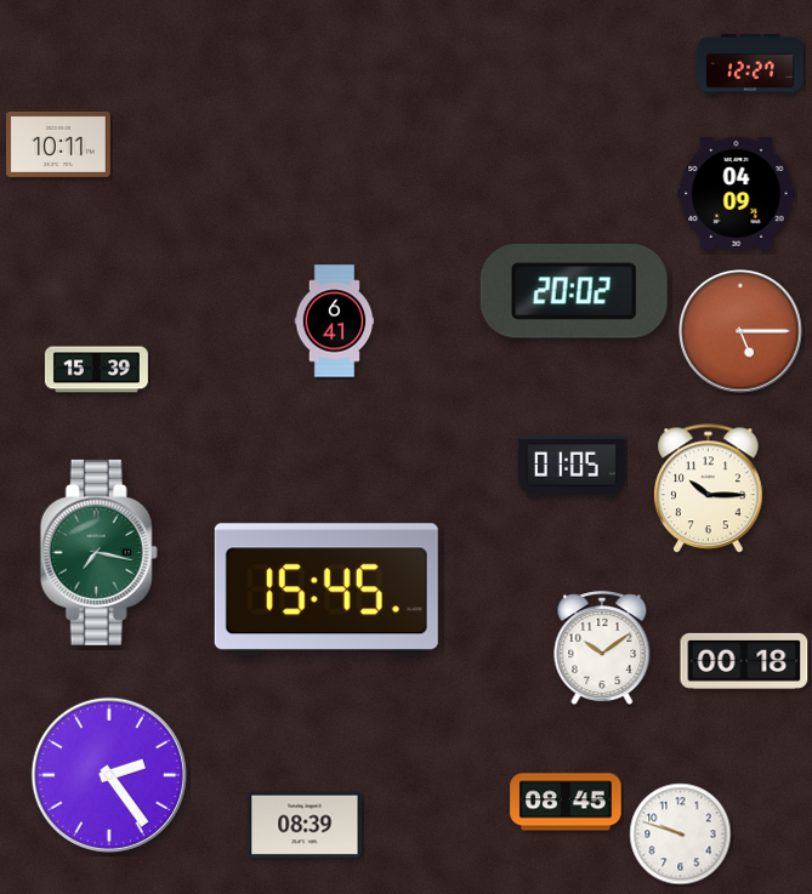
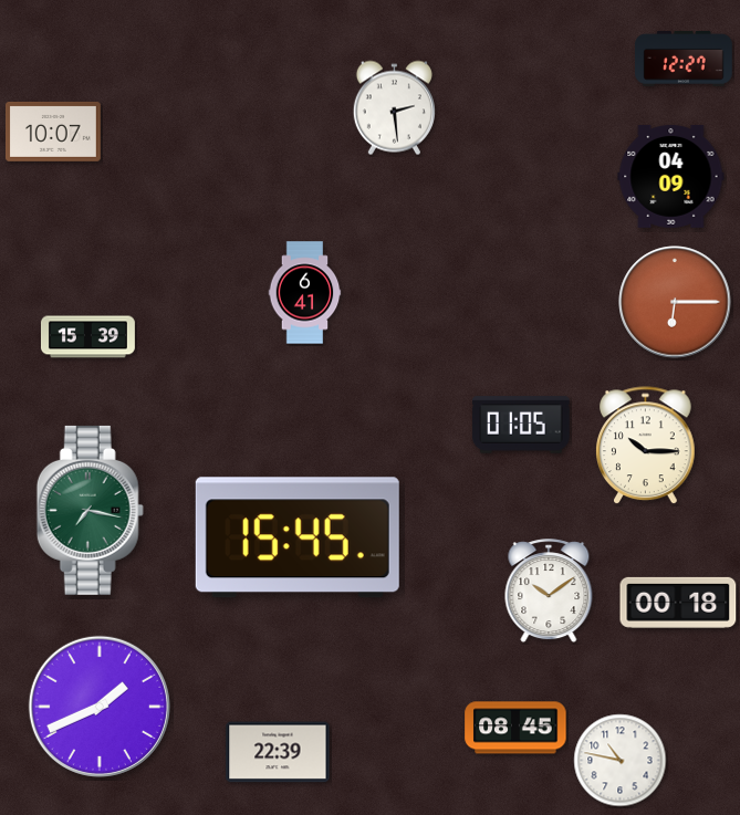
clock at (394, 108): none -> 2:29
clock at (58, 144): 10:11 -> 10:07
clock at (574, 291): 20:02 -> none
clock at (740, 331): 5:15 -> 6:15
clock at (98, 552) position: (98, 552) -> (90, 510)
clock at (109, 775): 2:24 -> 1:41
clock at (566, 802) position: (566, 802) -> (515, 728)
clock at (305, 825): 08:39 -> 22:39
clock at (681, 835): 9:48 -> 10:47
